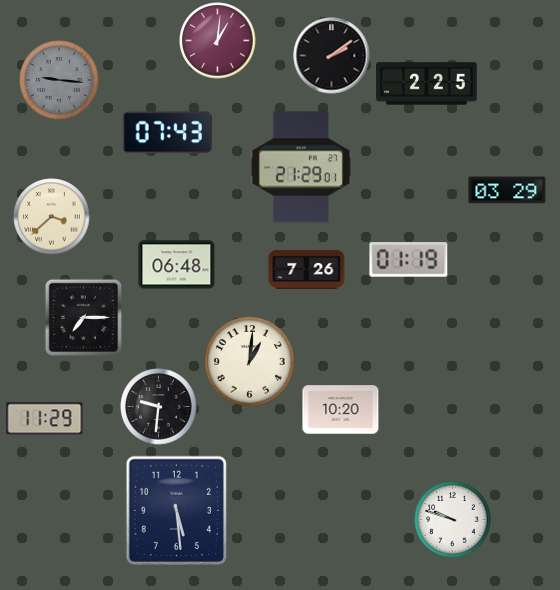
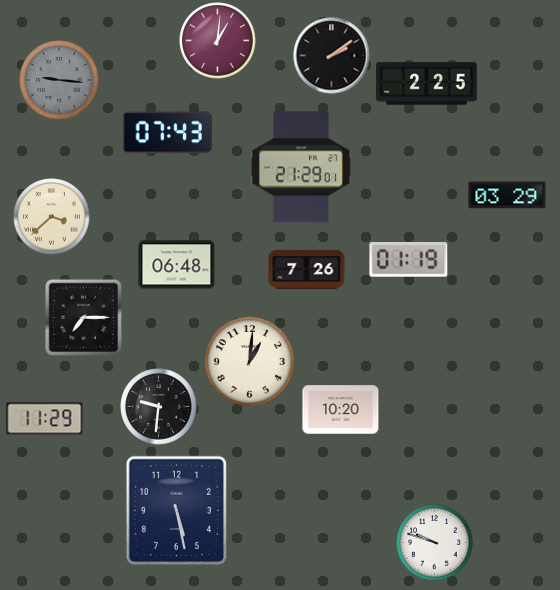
clock at (507, 190) position: (507, 190) -> (507, 195)
clock at (176, 510): 5:29 -> 5:28
clock at (453, 520) position: (453, 520) -> (435, 543)
